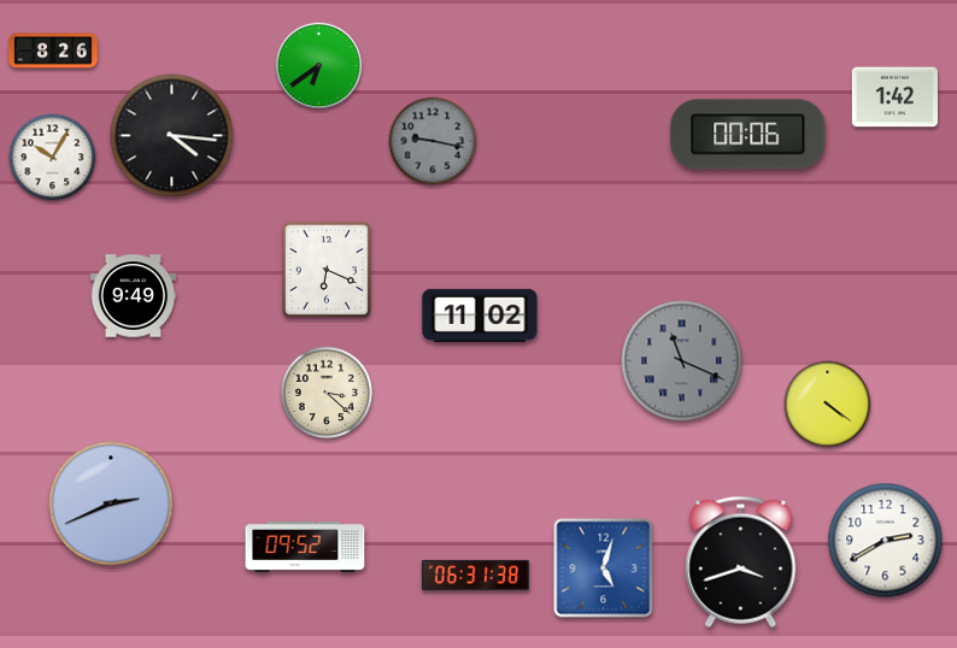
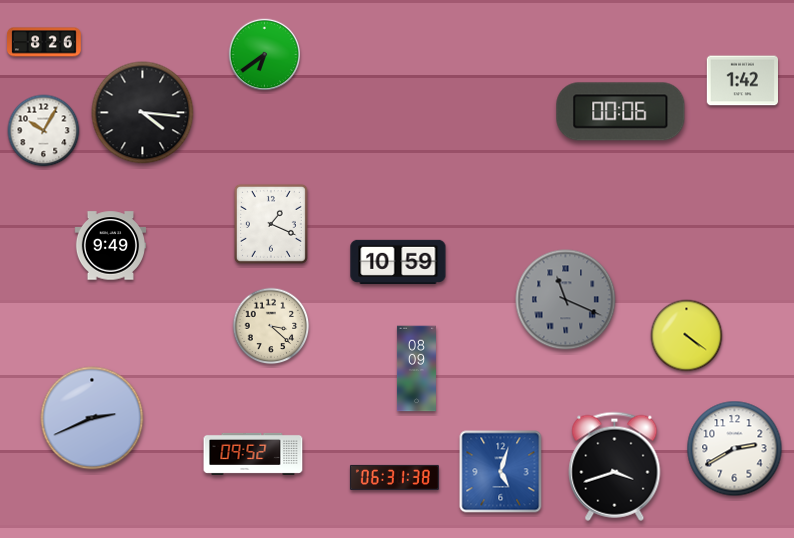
clock at (433, 141): 9:17 -> none
clock at (327, 270): 6:19 -> 1:19
clock at (480, 316): 11:02 -> 10:59
clock at (416, 369): none -> 08:09
